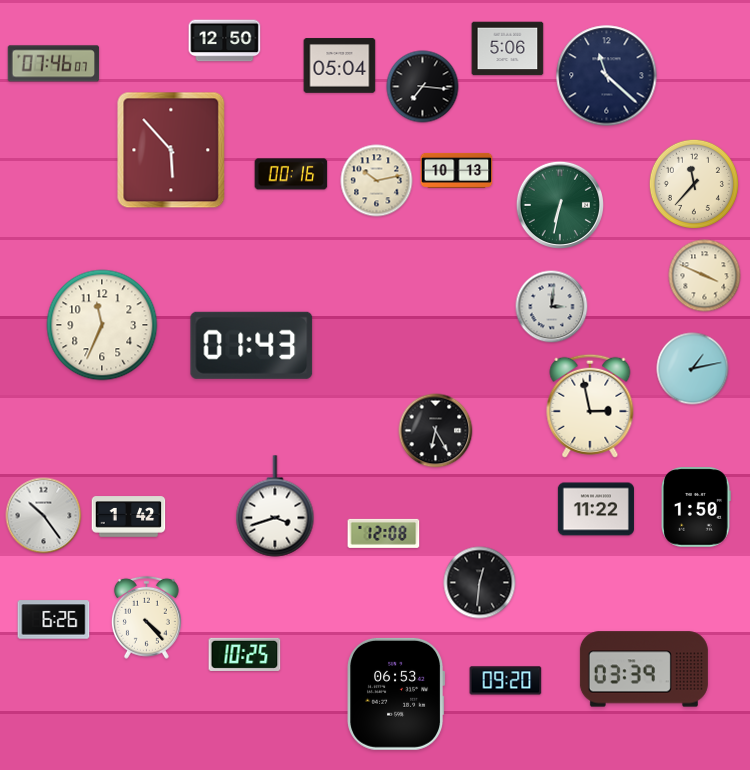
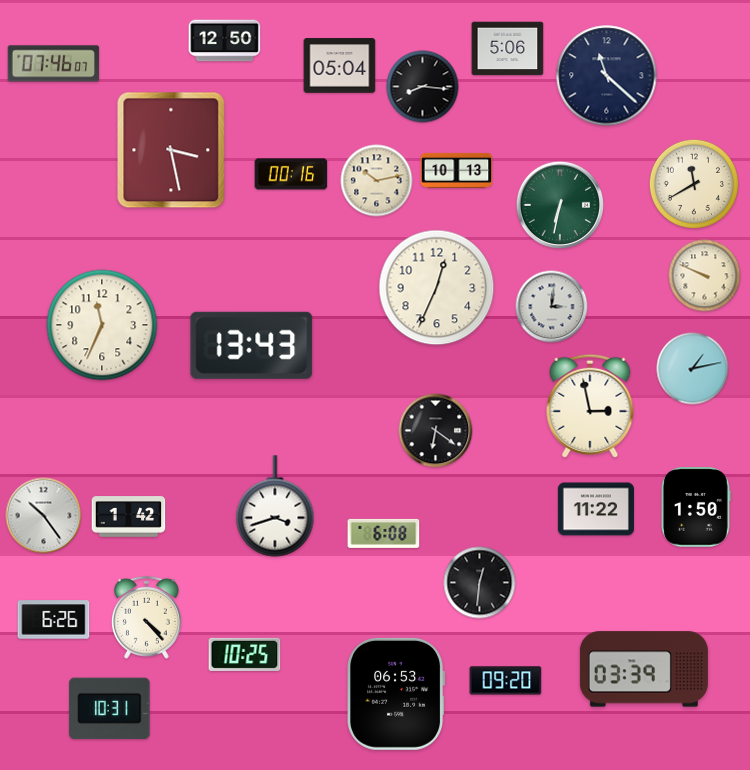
clock at (423, 87): 7:16 -> 8:16
clock at (171, 150): 5:53 -> 3:28
clock at (694, 184): 11:37 -> 11:40
clock at (705, 276): 3:49 -> 9:49
clock at (437, 288): none -> 12:34
clock at (252, 345): 01:43 -> 13:43
clock at (436, 431): 6:25 -> 6:21
clock at (384, 533): 12:08 -> 6:08
clock at (110, 709): none -> 10:31
